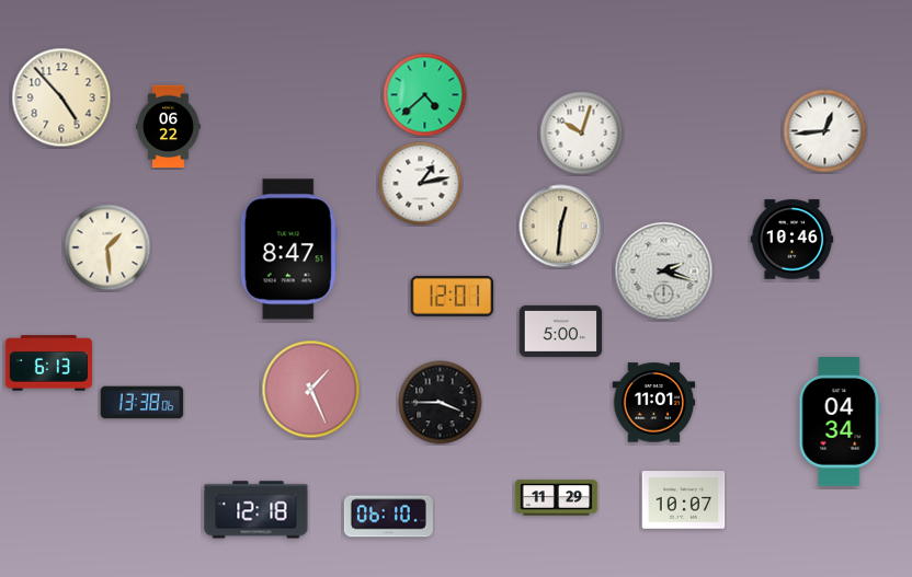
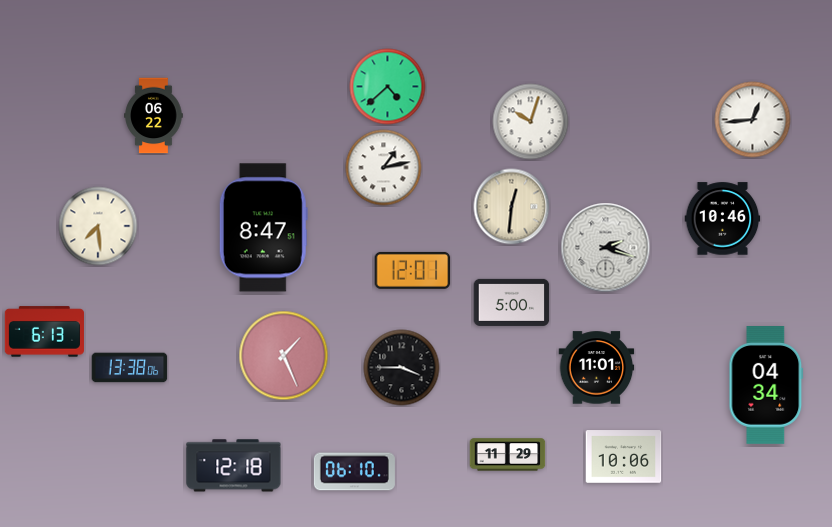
clock at (61, 97): 4:53 -> none
clock at (107, 247): 1:29 -> 7:29
clock at (684, 500): 10:07 -> 10:06
